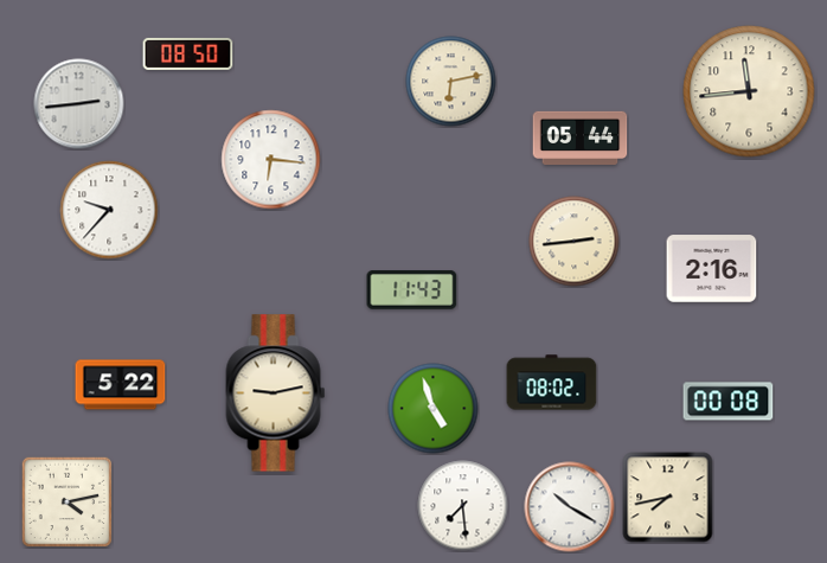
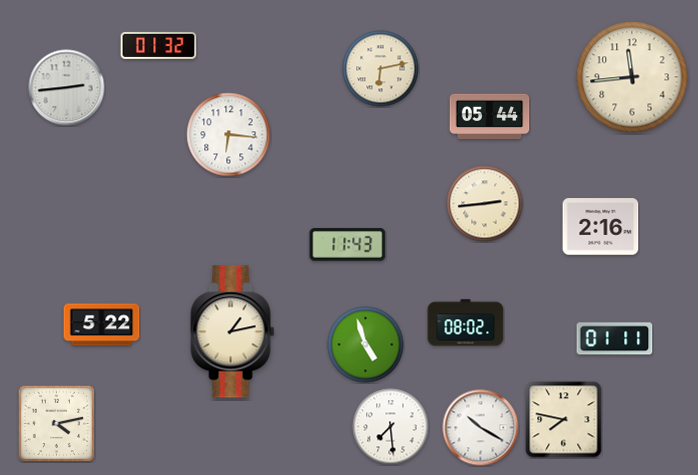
clock at (188, 53): 08:50 -> 01:32
clock at (109, 210): 9:37 -> none
clock at (276, 394): 9:13 -> 1:13
clock at (729, 402): 00:08 -> 01:11
clock at (668, 498): 7:43 -> 7:47
